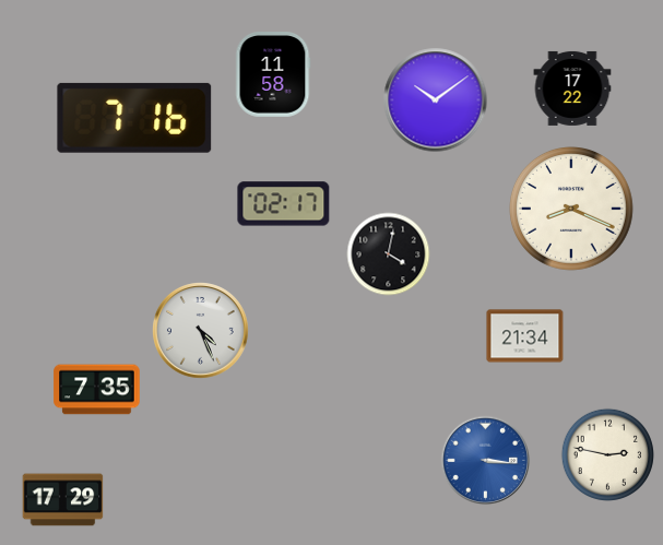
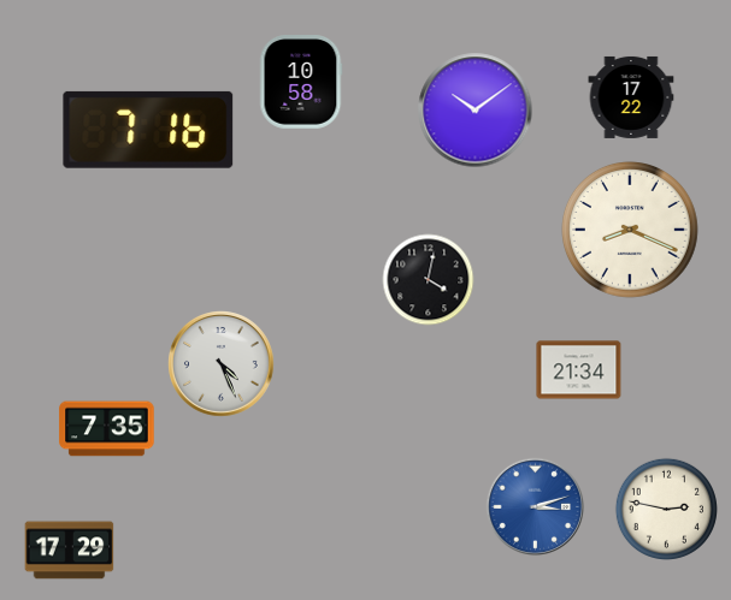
clock at (273, 75): 11:58 -> 10:58
clock at (436, 100) position: (436, 100) -> (476, 111)
clock at (284, 204): 02:17 -> none
clock at (607, 454) position: (607, 454) -> (666, 509)
clock at (486, 461): 3:16 -> 3:12
